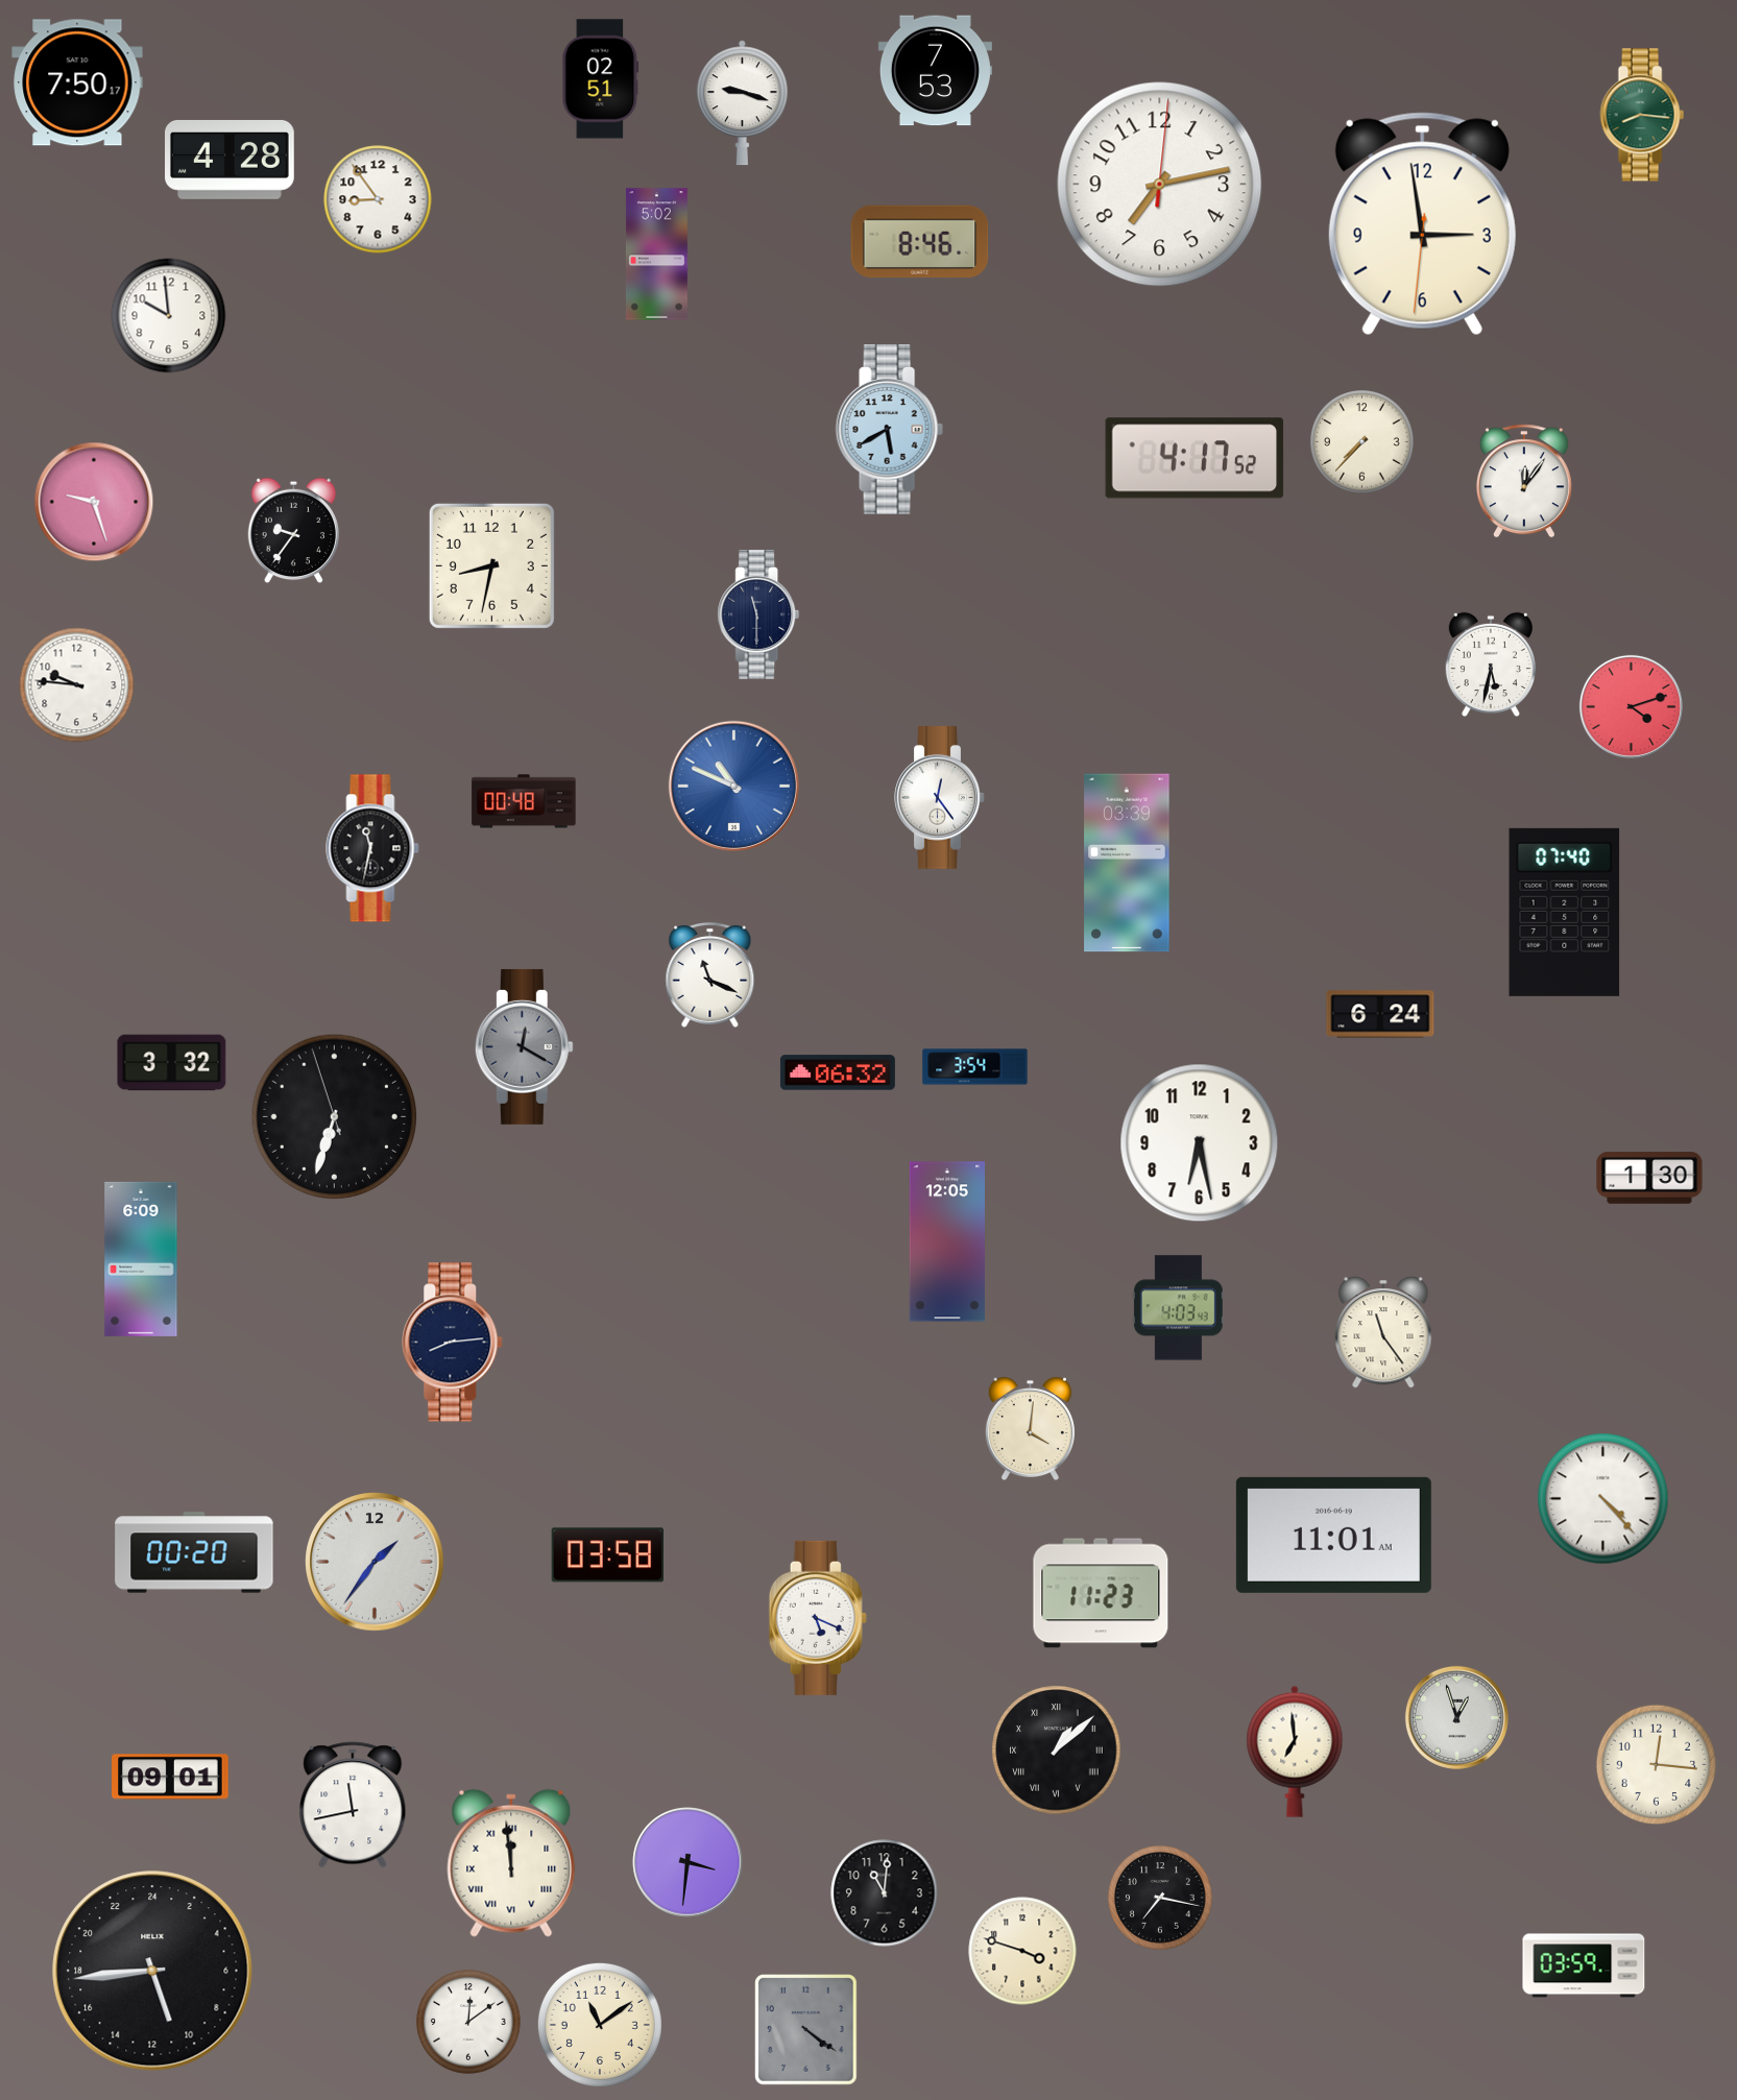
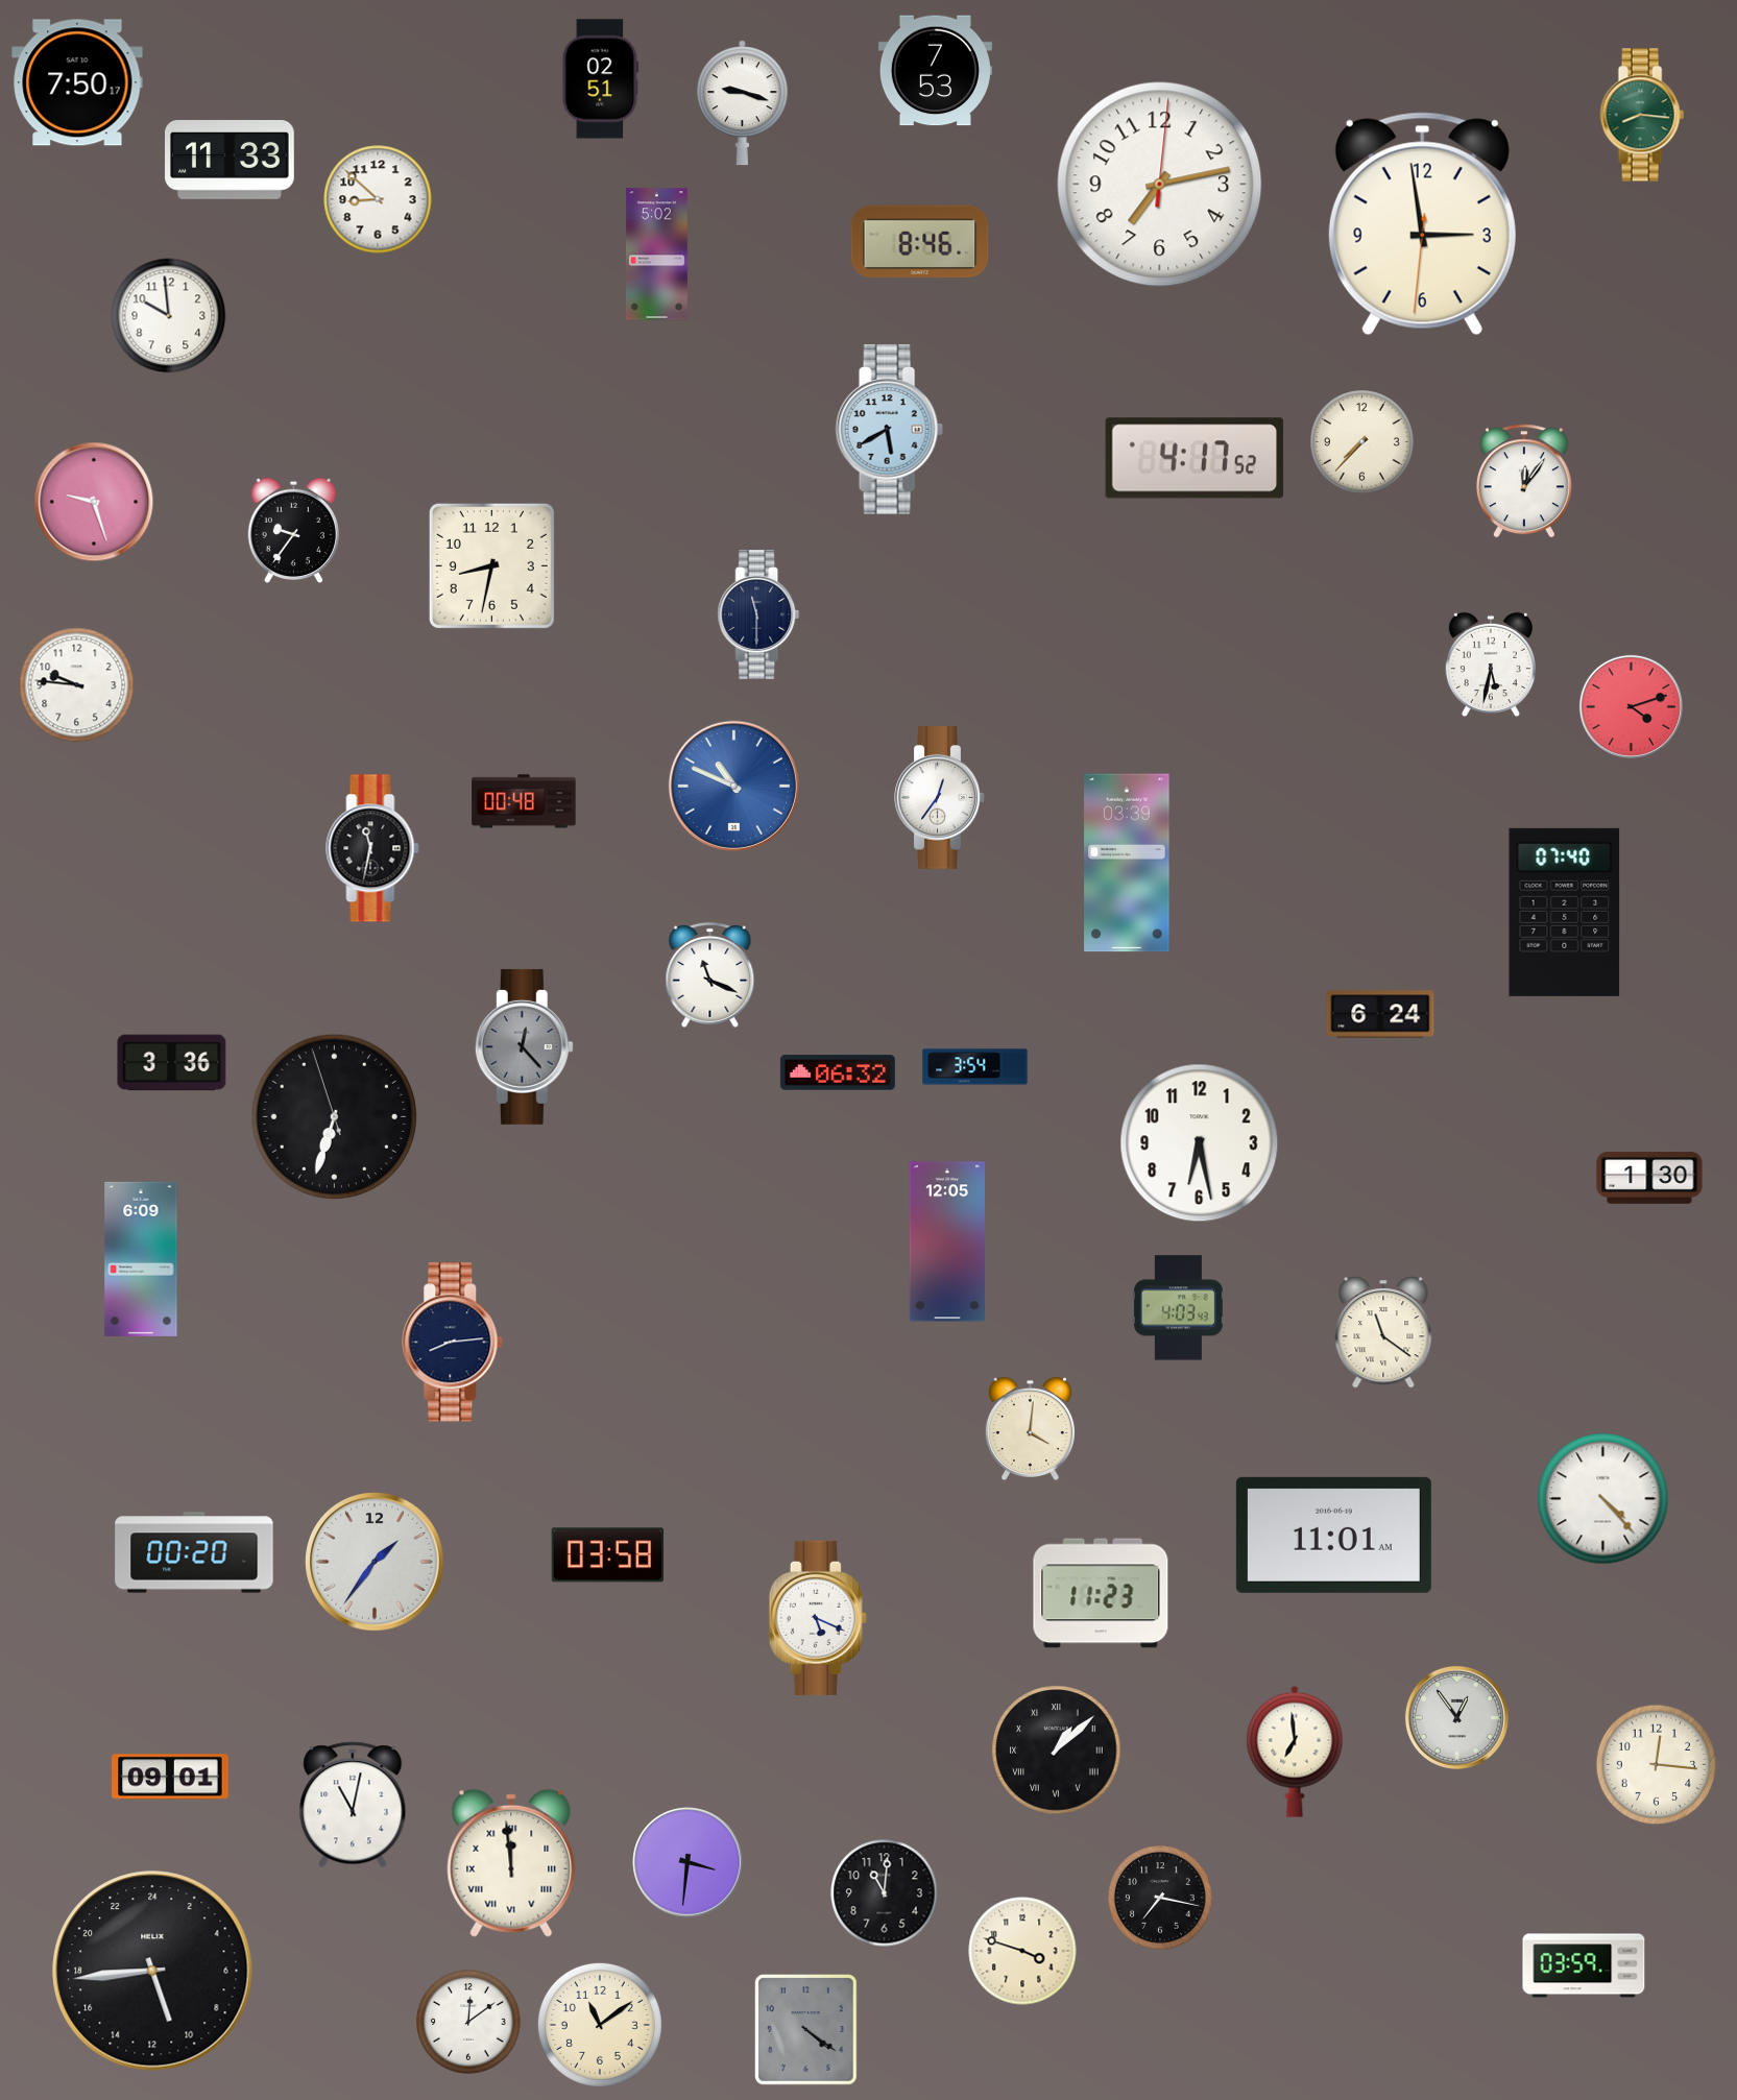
clock at (231, 161): 4:28 -> 11:33
clock at (378, 199): 8:54 -> 8:52
clock at (940, 798): 12:24 -> 12:36
clock at (524, 1046): 12:20 -> 12:23
clock at (172, 1063): 3:32 -> 3:36
clock at (1383, 1333): 11:24 -> 11:21
clock at (1456, 1717): 12:57 -> 12:54
clock at (353, 1805): 11:43 -> 11:02
